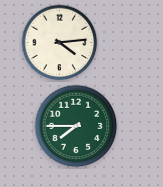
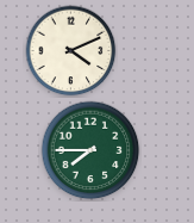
clock at (60, 43): 4:14 -> 4:11
